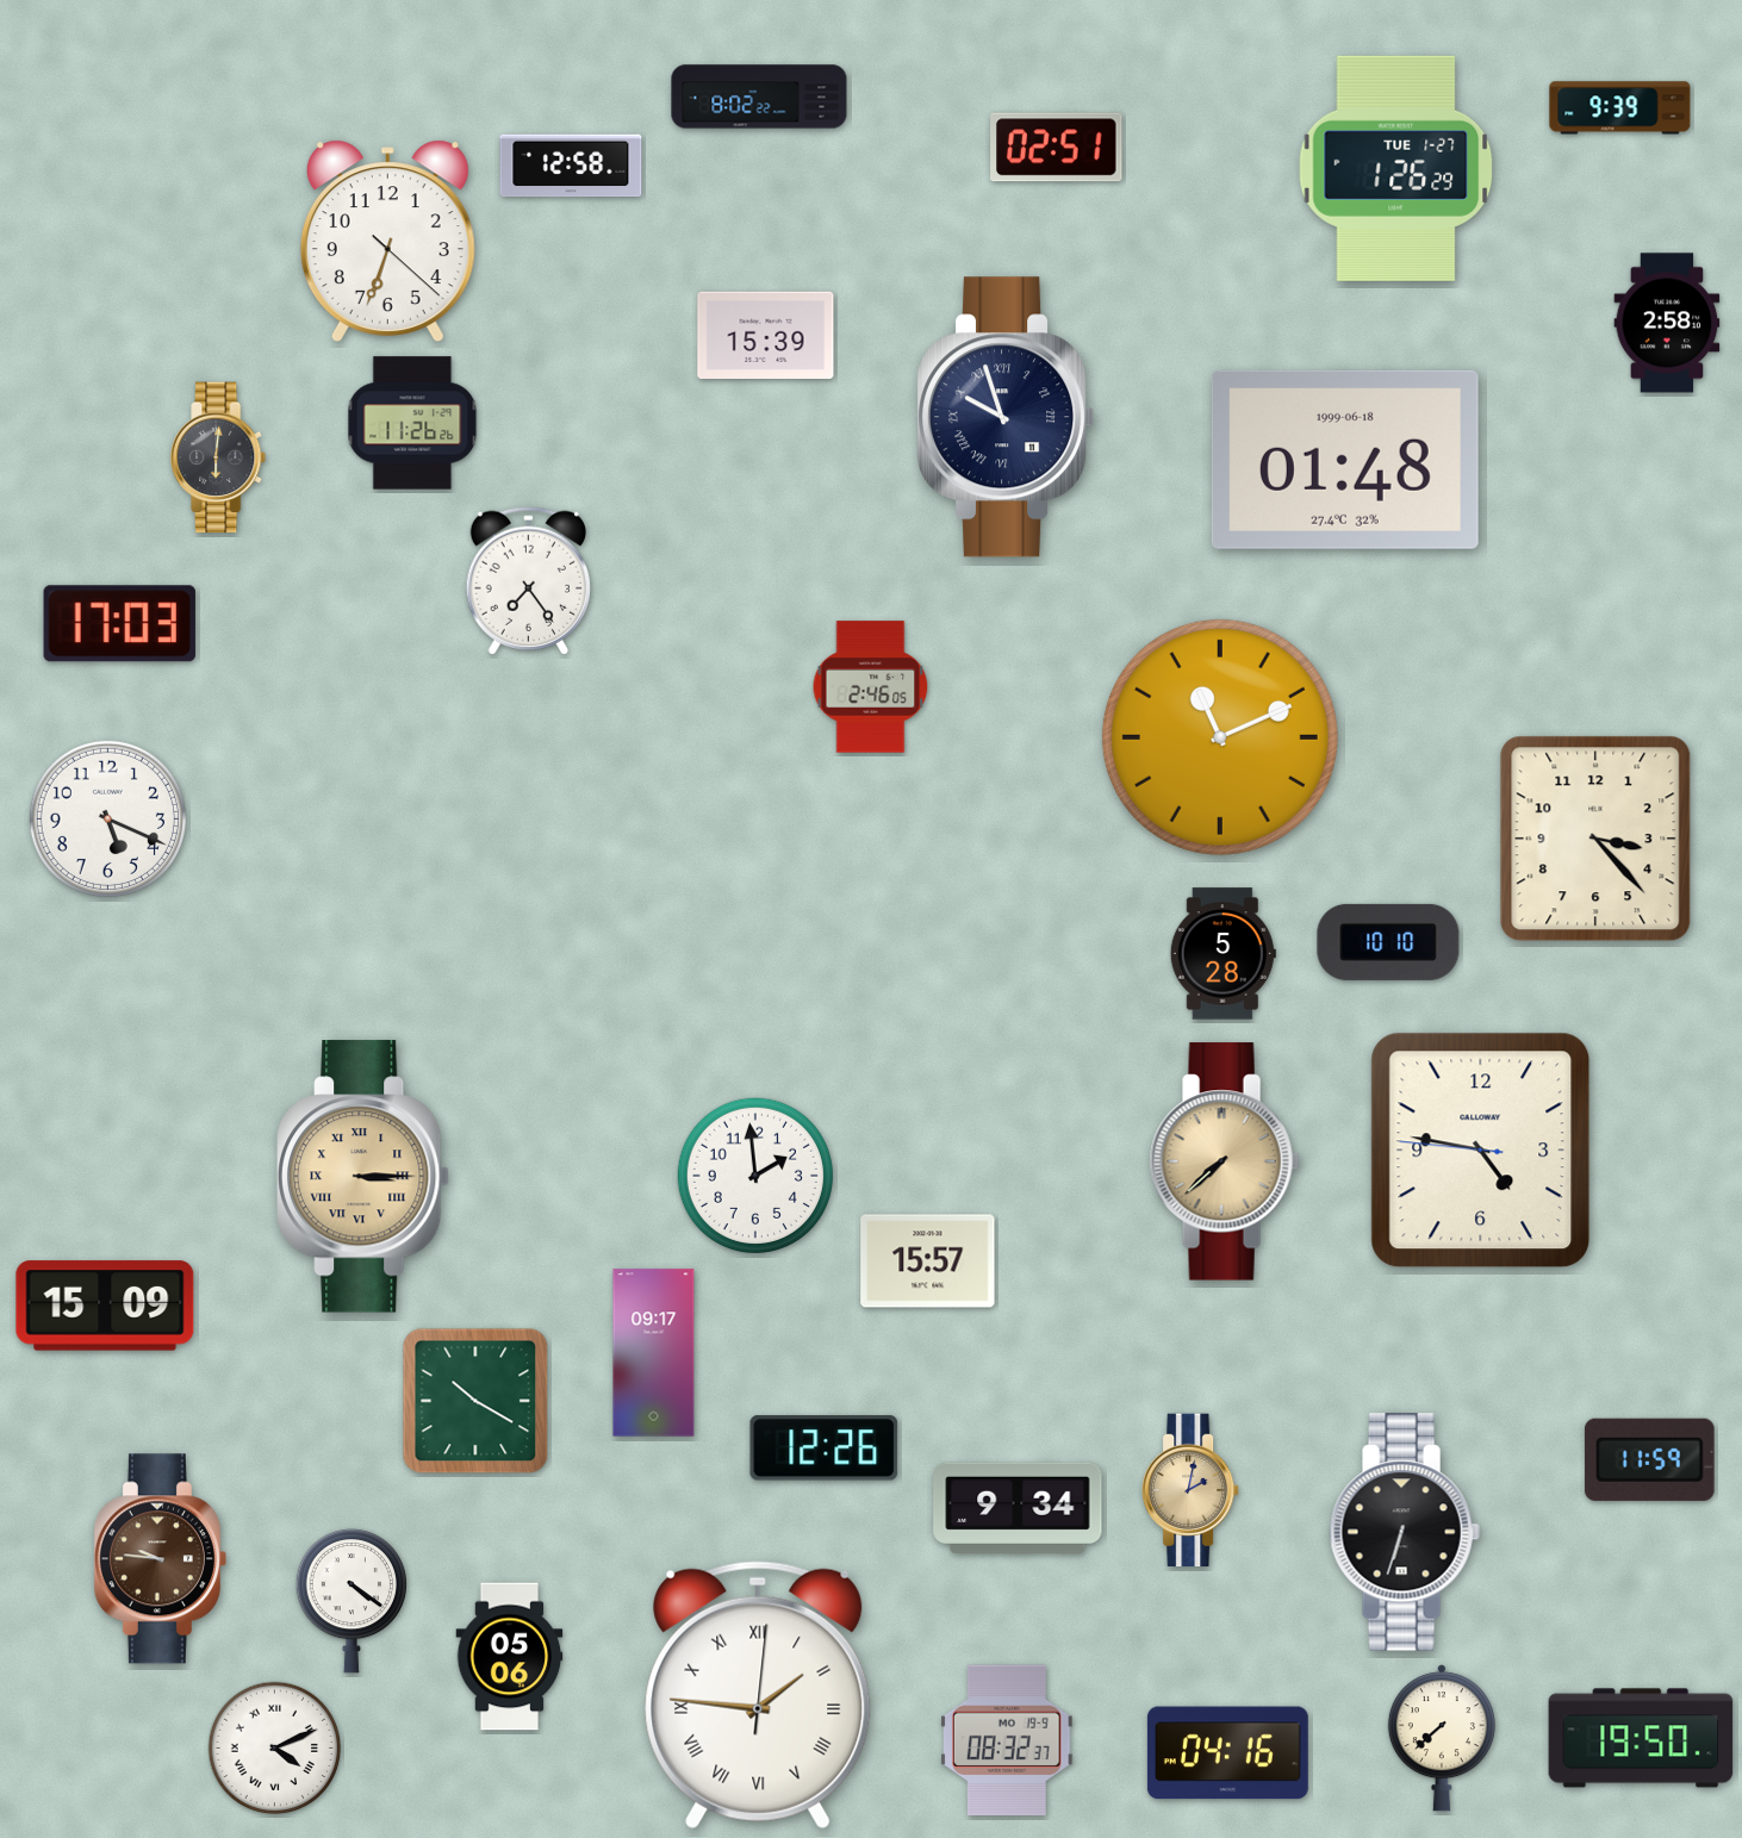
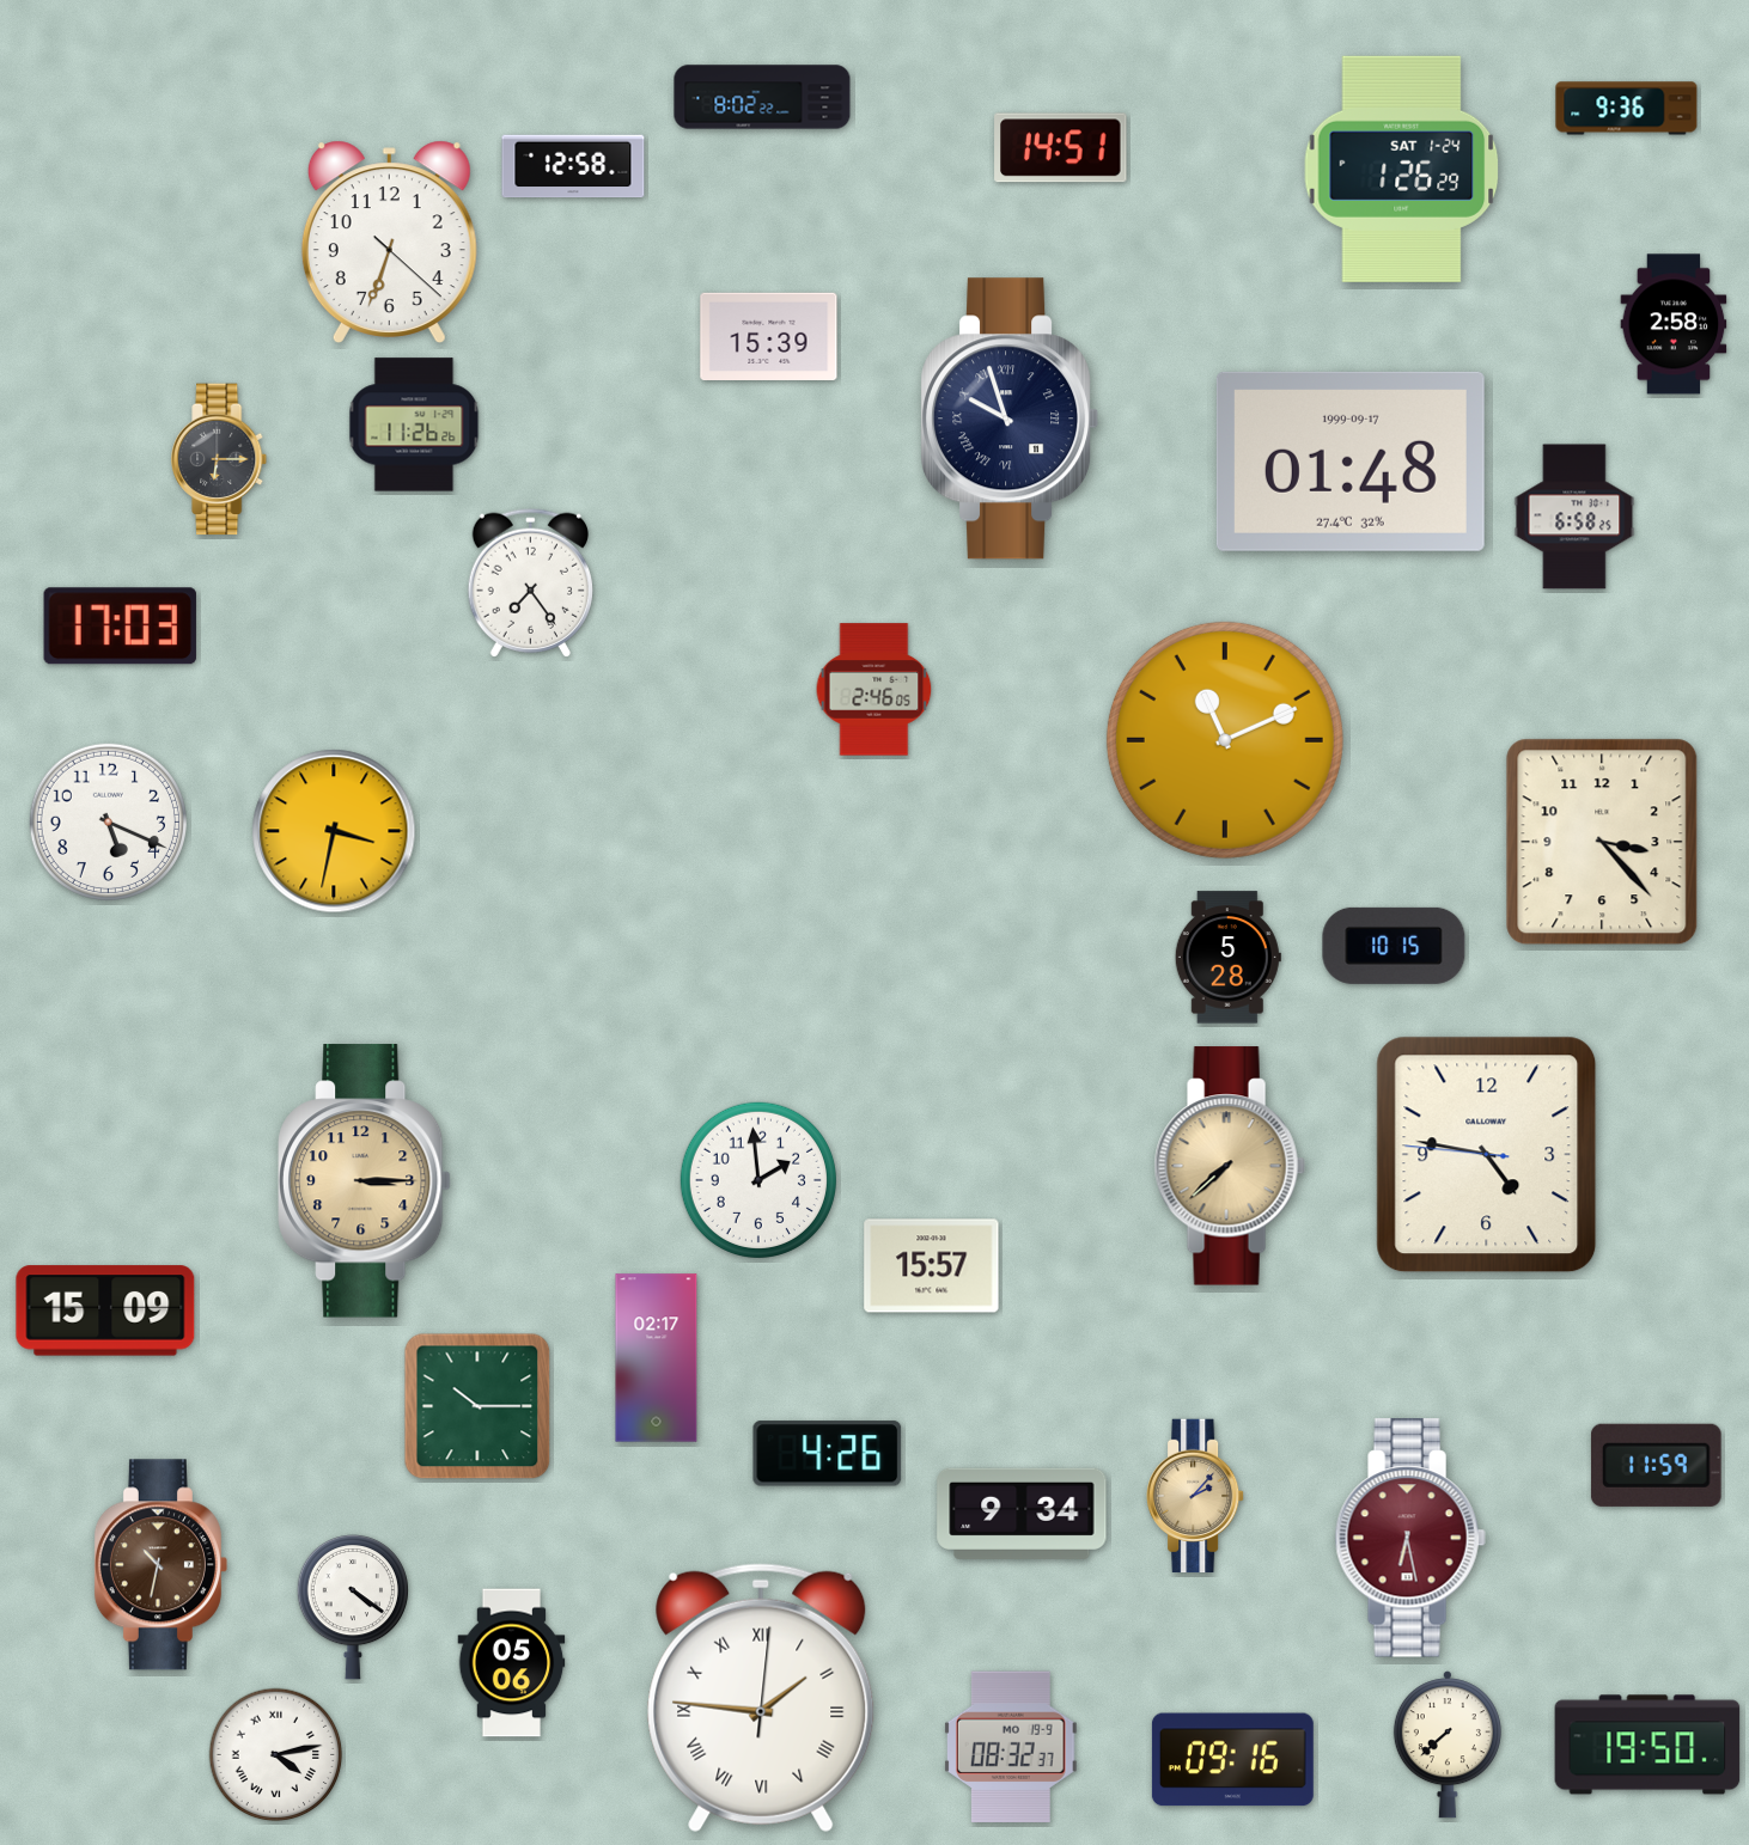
clock at (1620, 108): 9:39 -> 9:36
clock at (1057, 148): 02:51 -> 14:51
clock at (1396, 168) date: TUE 1-27 -> SAT 1-24
clock at (219, 457): 6:01 -> 6:15
clock at (1345, 460) date: 1999-06-18 -> 1999-09-17
clock at (1574, 517): none -> 6:58
clock at (334, 831): none -> 3:32
clock at (1388, 942): 10:10 -> 10:15
clock at (363, 1177) numerals: Roman -> Arabic
clock at (654, 1353): 09:17 -> 02:17
clock at (475, 1401): 10:20 -> 10:15
clock at (825, 1448): 12:26 -> 4:26
clock at (1190, 1490): 2:02 -> 2:07
clock at (1405, 1532): 6:33 -> 6:28
clock at (1405, 1532) dial: black -> burgundy
clock at (160, 1559): 9:46 -> 10:32
clock at (758, 1695) position: (758, 1695) -> (761, 1698)
clock at (275, 1749): 4:11 -> 4:13
clock at (1227, 1753): 04:16 -> 09:16
